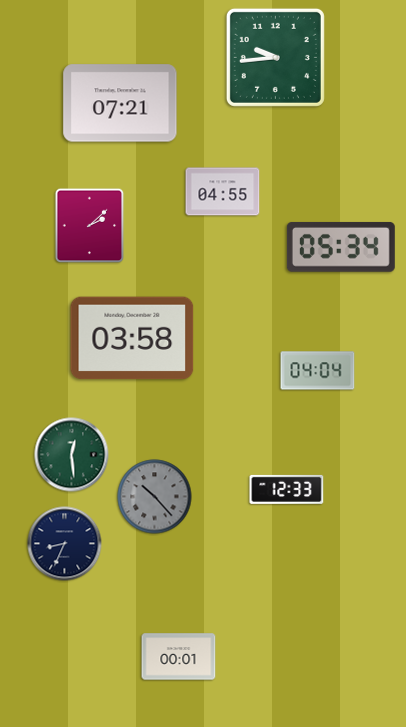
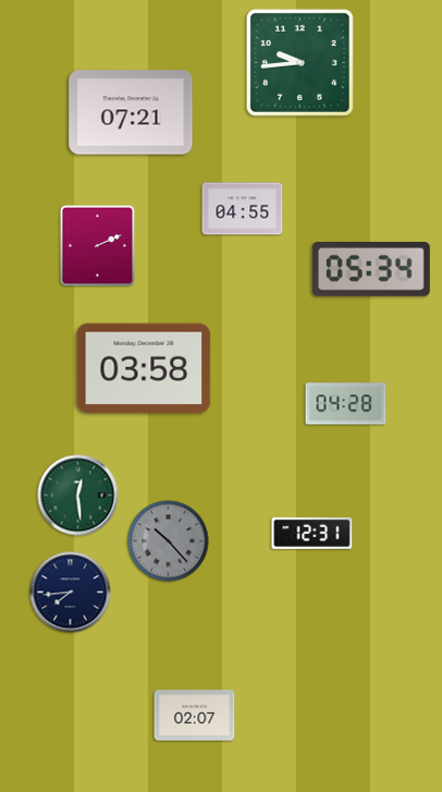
clock at (90, 226): 2:08 -> 2:11
clock at (318, 371): 04:04 -> 04:28
clock at (287, 489): 12:33 -> 12:31
clock at (65, 544): 8:34 -> 7:44
clock at (179, 657): 00:01 -> 02:07
